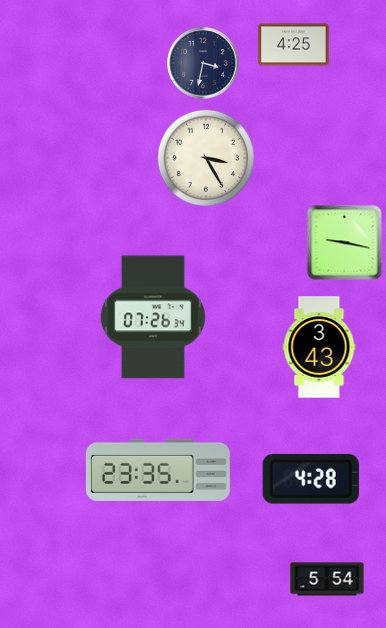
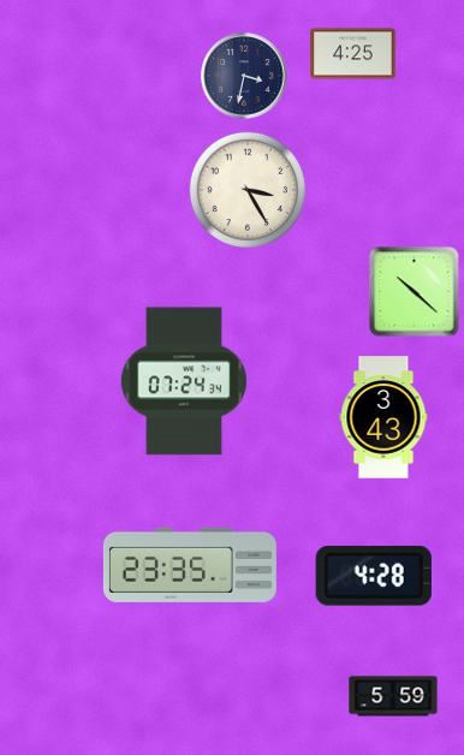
clock at (345, 243): 9:17 -> 10:22
clock at (153, 317): 07:26 -> 07:24
clock at (327, 579): 5:54 -> 5:59
